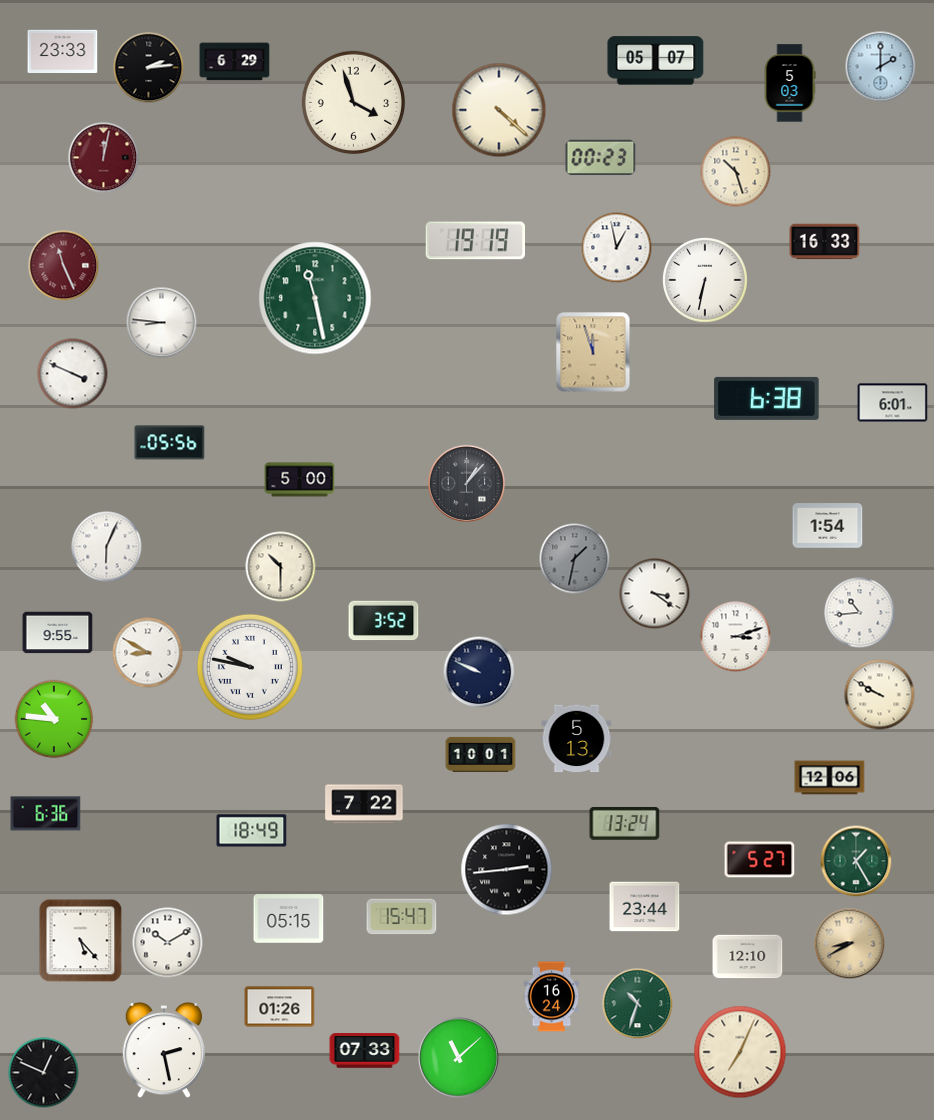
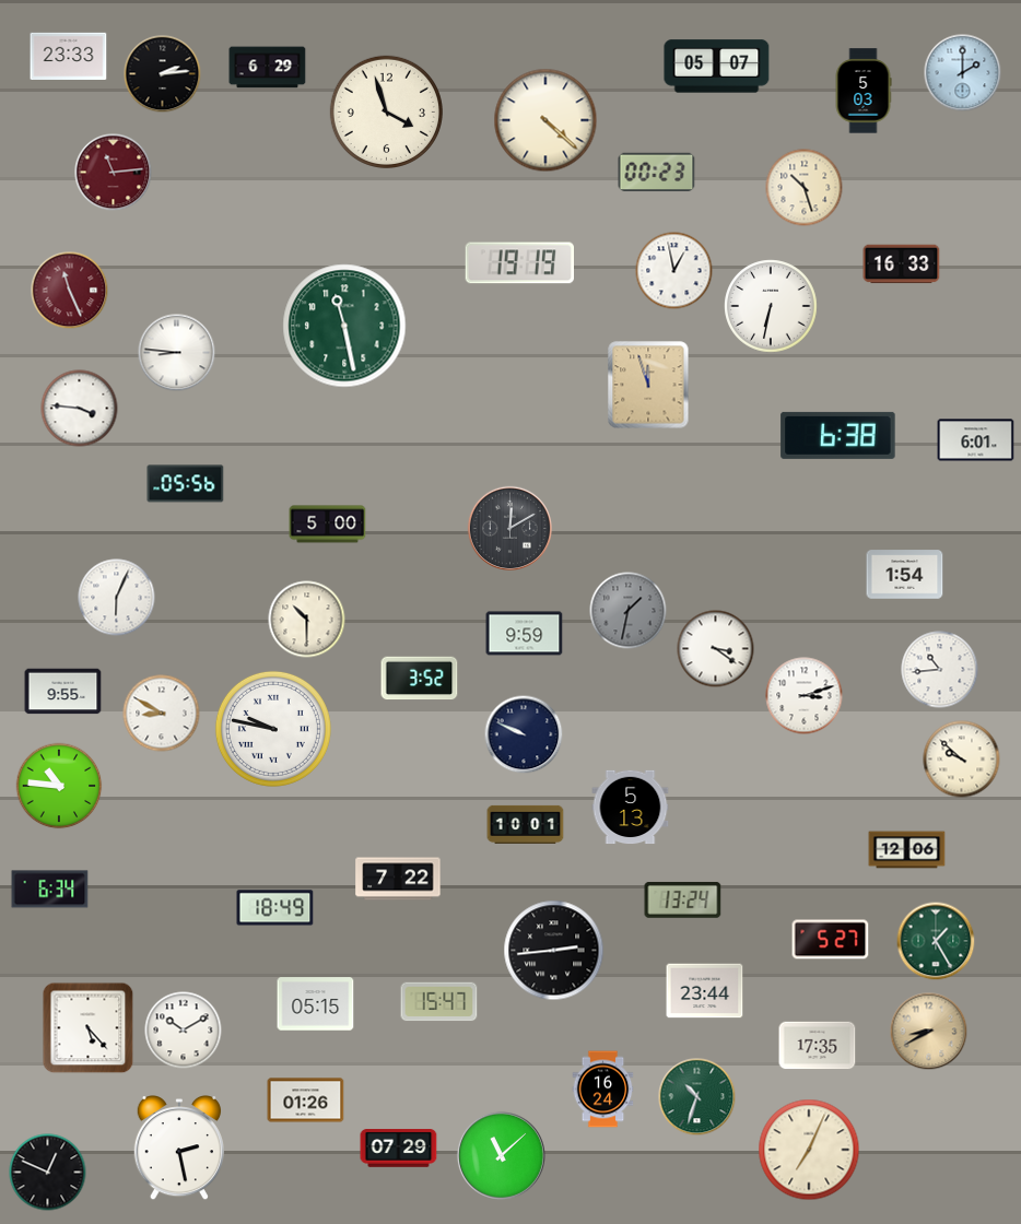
clock at (235, 62) position: (235, 62) -> (268, 68)
clock at (104, 158): 12:02 -> 11:14
clock at (73, 374): 3:49 -> 3:46
clock at (466, 483): 1:07 -> 12:10
clock at (525, 634): none -> 9:59
clock at (880, 695): 9:50 -> 9:52
clock at (46, 814): 6:36 -> 6:34
clock at (748, 957): 12:10 -> 17:35
clock at (365, 1051): 07:33 -> 07:29
